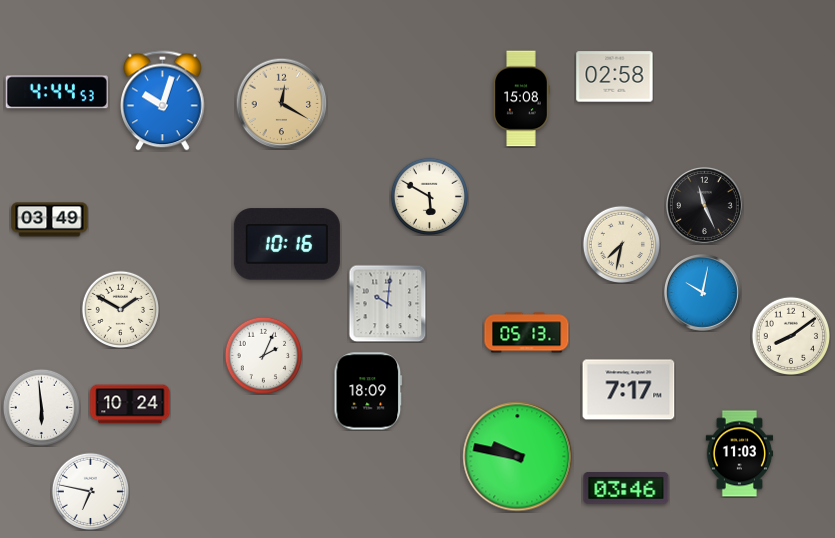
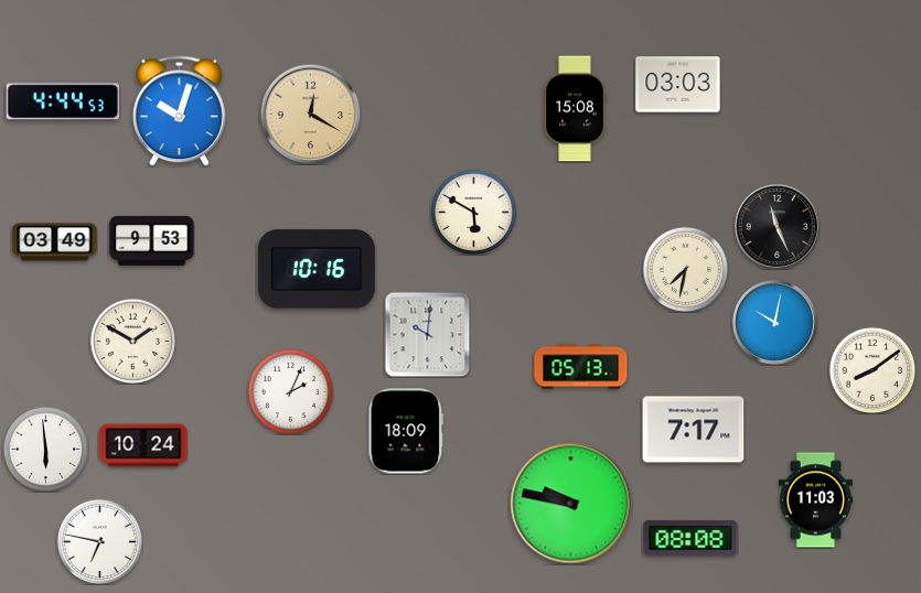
clock at (615, 77): 02:58 -> 03:03
clock at (429, 196) position: (429, 196) -> (473, 212)
clock at (152, 240): none -> 9:53
clock at (626, 488): 03:46 -> 08:08
